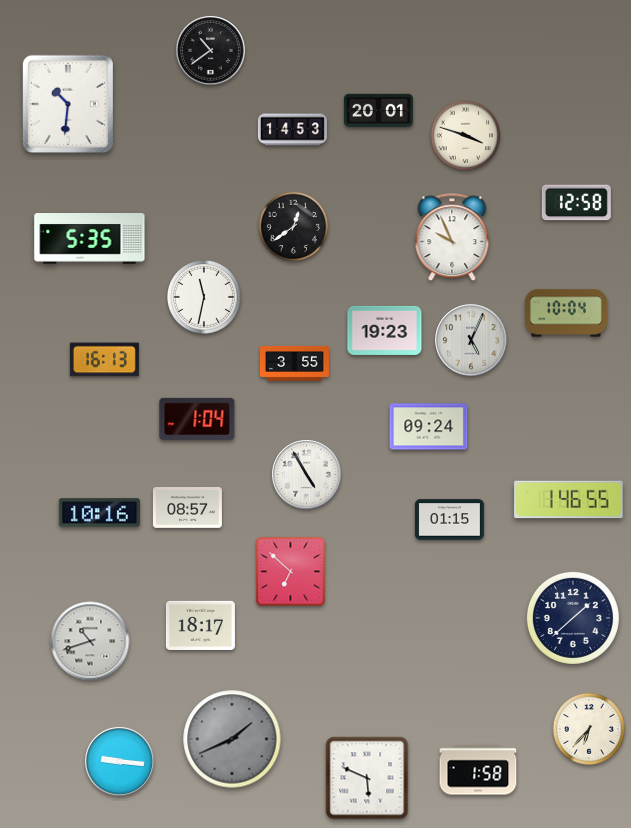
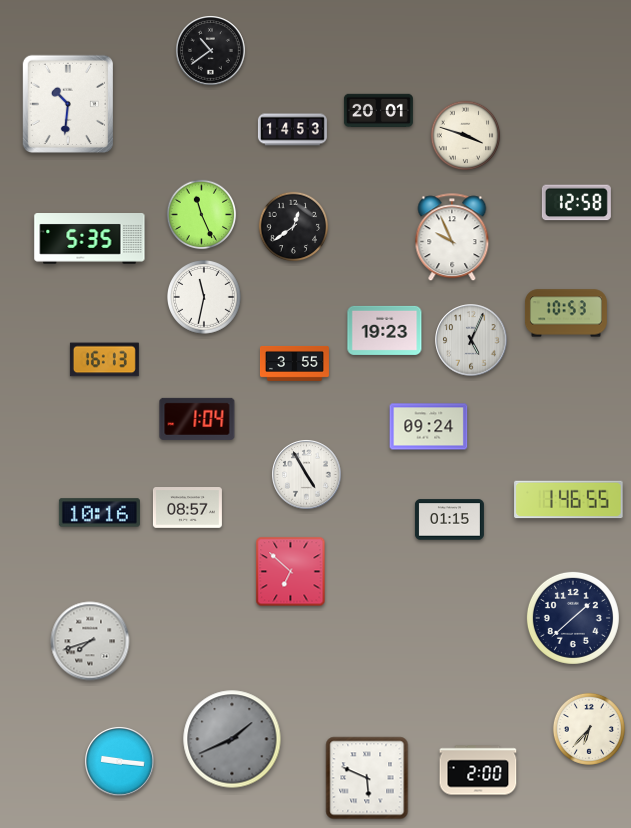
clock at (202, 215): none -> 11:26
clock at (566, 313): 10:04 -> 10:53
clock at (200, 625): 18:17 -> none
clock at (90, 641): 10:42 -> 7:42
clock at (478, 770): 1:58 -> 2:00
